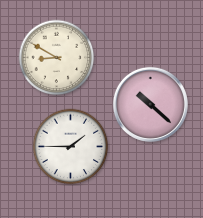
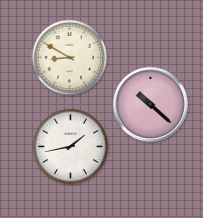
clock at (57, 58) position: (57, 58) -> (70, 58)
clock at (71, 147): 1:45 -> 1:43
